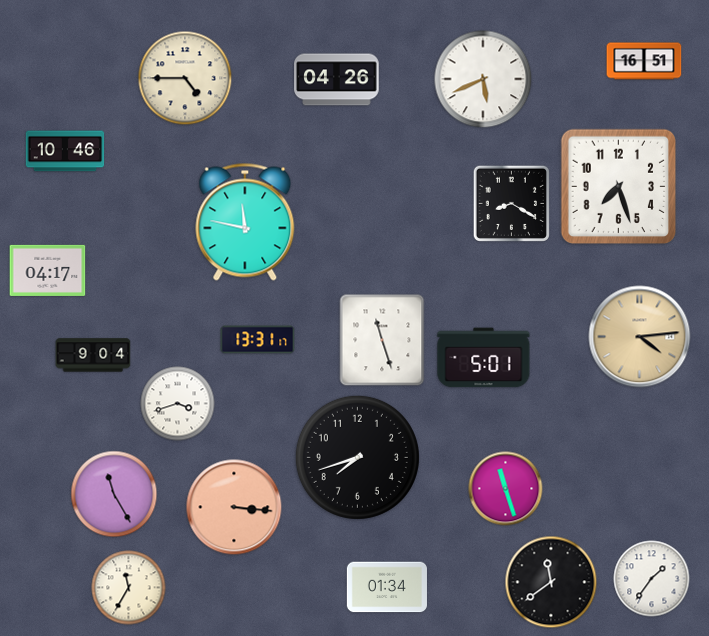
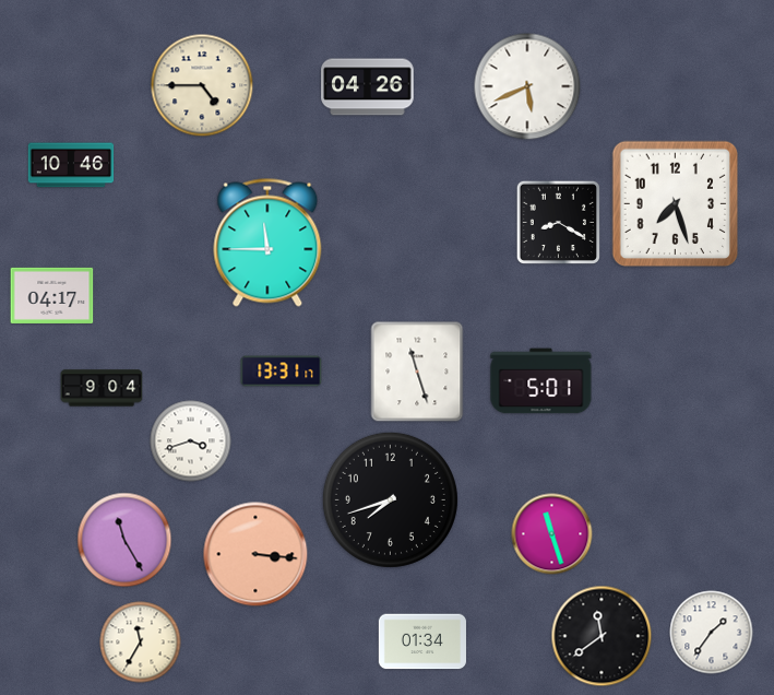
clock at (644, 61): 16:51 -> none
clock at (245, 222): 11:47 -> 11:45
clock at (640, 337): 4:14 -> none
clock at (484, 358) position: (484, 358) -> (541, 381)
clock at (178, 404) position: (178, 404) -> (191, 441)
